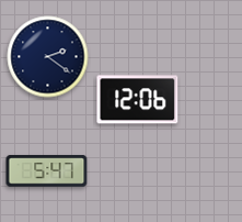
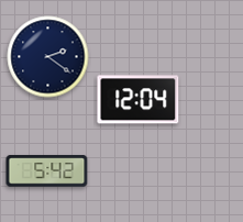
clock at (138, 100): 12:06 -> 12:04
clock at (47, 171): 5:47 -> 5:42
